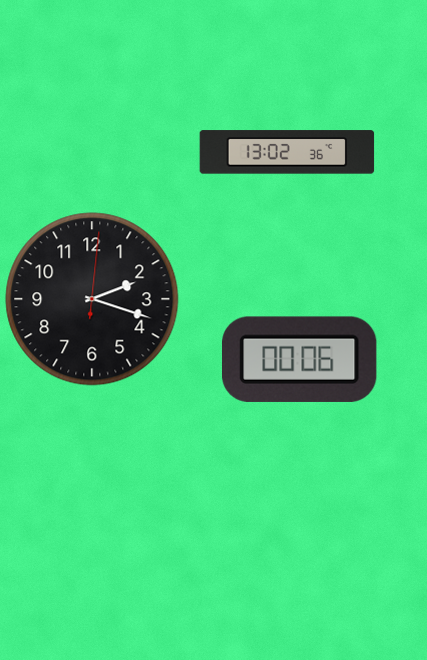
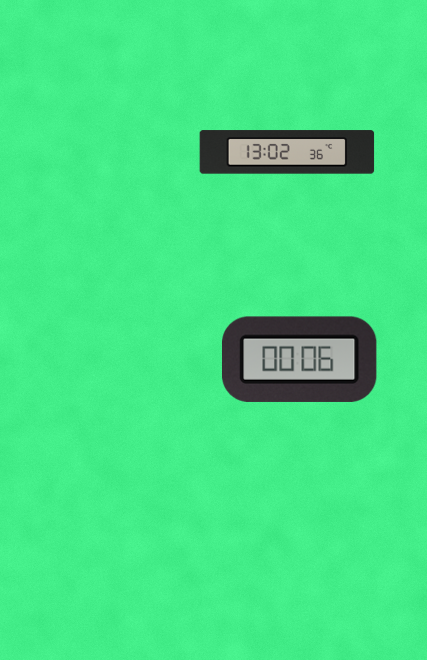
clock at (92, 299): 2:18 -> none
